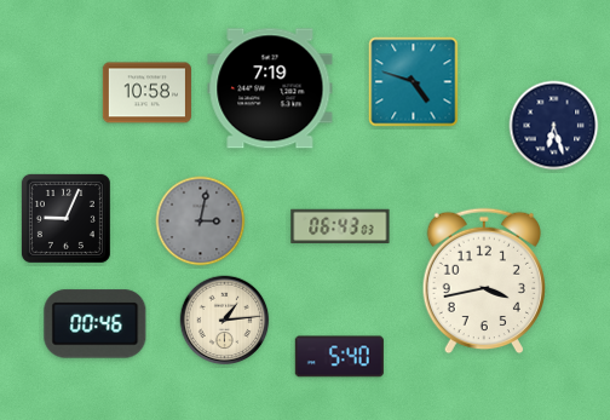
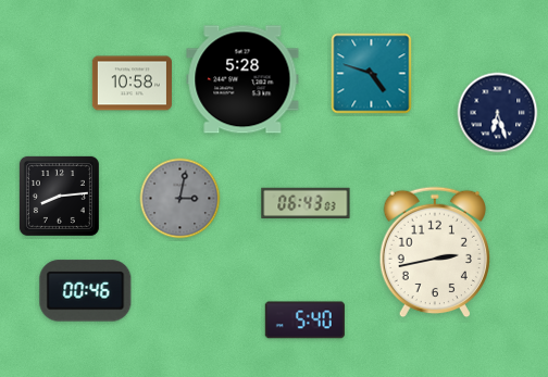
clock at (270, 88): 7:19 -> 5:28
clock at (65, 218): 9:04 -> 8:14
clock at (483, 281): 3:43 -> 2:43
clock at (225, 321): 1:14 -> none
